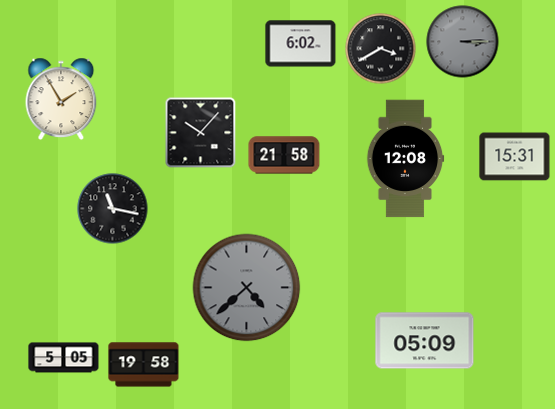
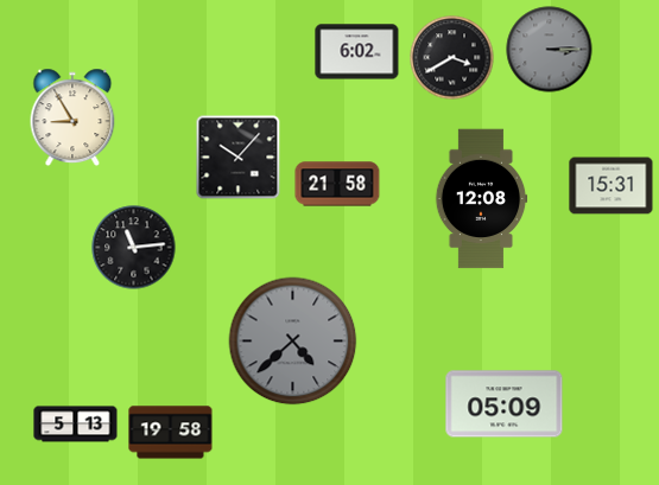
clock at (61, 99): 1:55 -> 8:55
clock at (405, 159) position: (405, 159) -> (481, 199)
clock at (113, 209): 11:17 -> 11:14
clock at (64, 358): 5:05 -> 5:13
